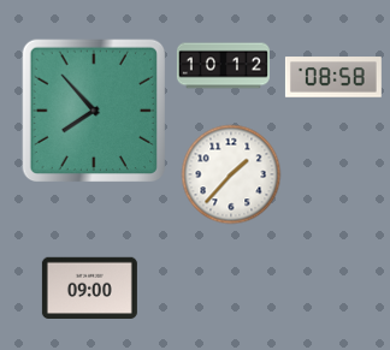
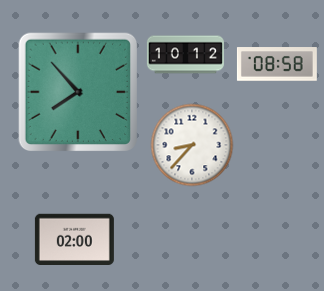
clock at (231, 174): 1:37 -> 8:37
clock at (89, 289): 09:00 -> 02:00
